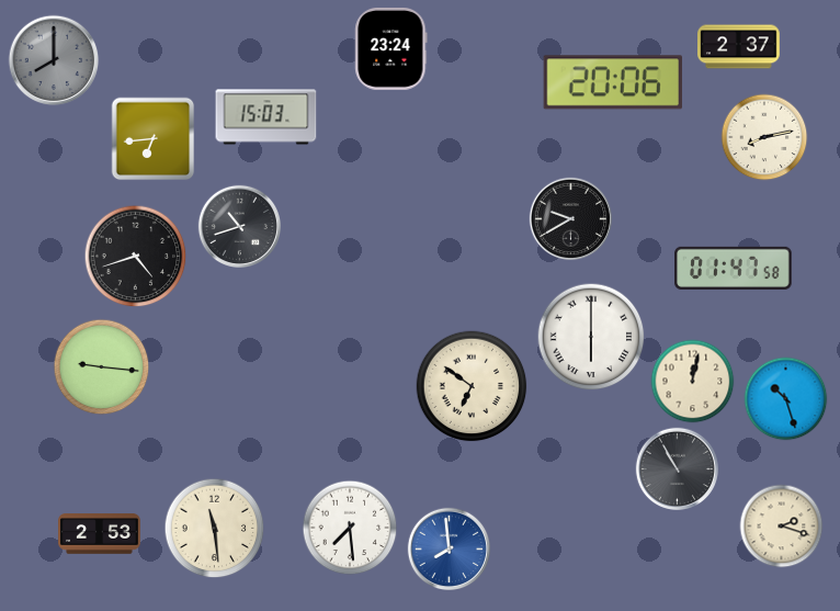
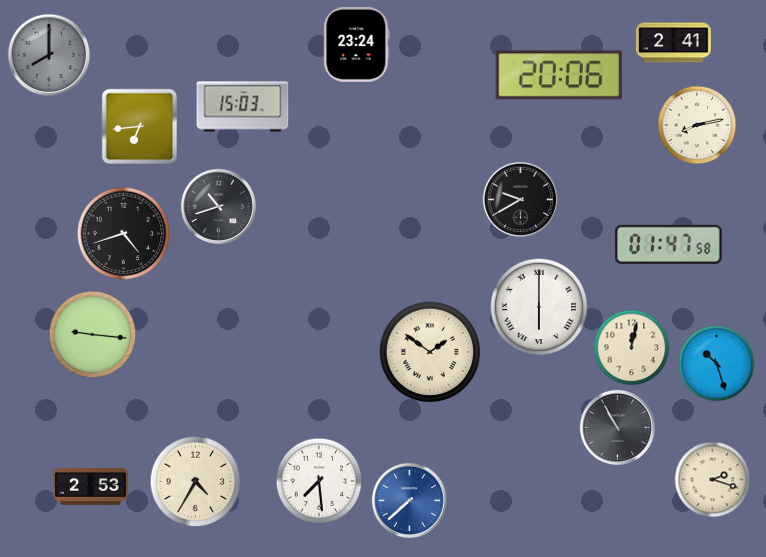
clock at (739, 47): 2:37 -> 2:41
clock at (472, 386): 6:51 -> 1:51
clock at (215, 529): 11:29 -> 4:35
clock at (449, 548): 7:59 -> 7:38
